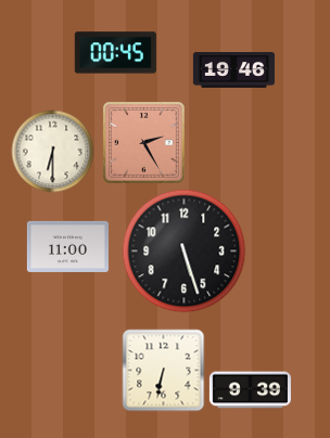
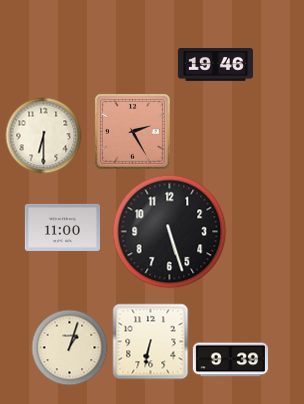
clock at (115, 53): 00:45 -> none
clock at (53, 152) position: (53, 152) -> (44, 136)
clock at (70, 348): none -> 1:03
